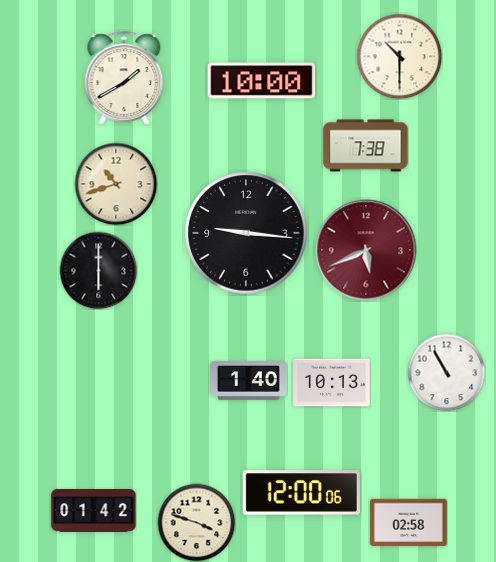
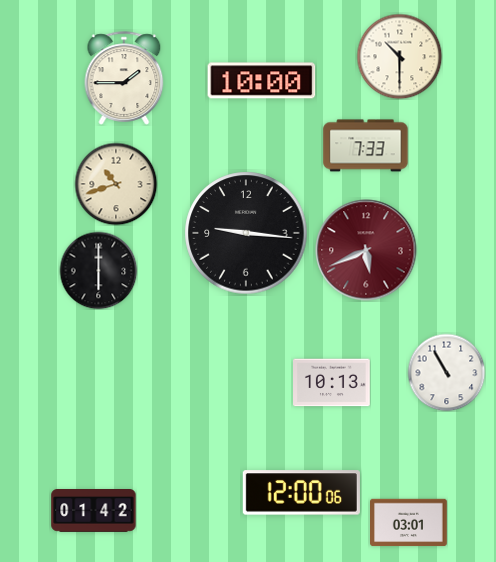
clock at (124, 78): 1:40 -> 1:45
clock at (366, 146): 7:38 -> 7:33
clock at (249, 381): 1:40 -> none
clock at (196, 522): 3:48 -> none
clock at (409, 523): 02:58 -> 03:01
